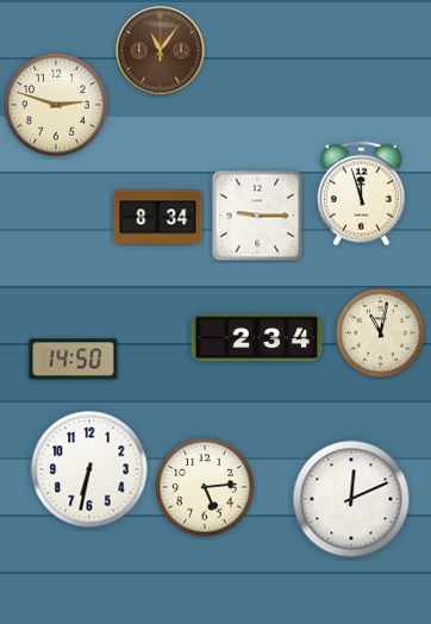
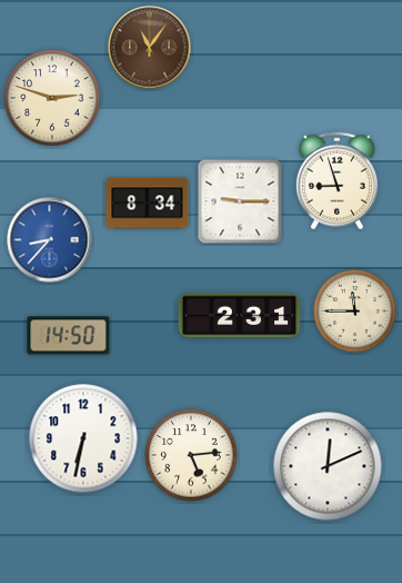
clock at (361, 194): 11:57 -> 8:57
clock at (50, 240): none -> 8:37
clock at (381, 333): 11:02 -> 11:45
clock at (257, 338): 2:34 -> 2:31
